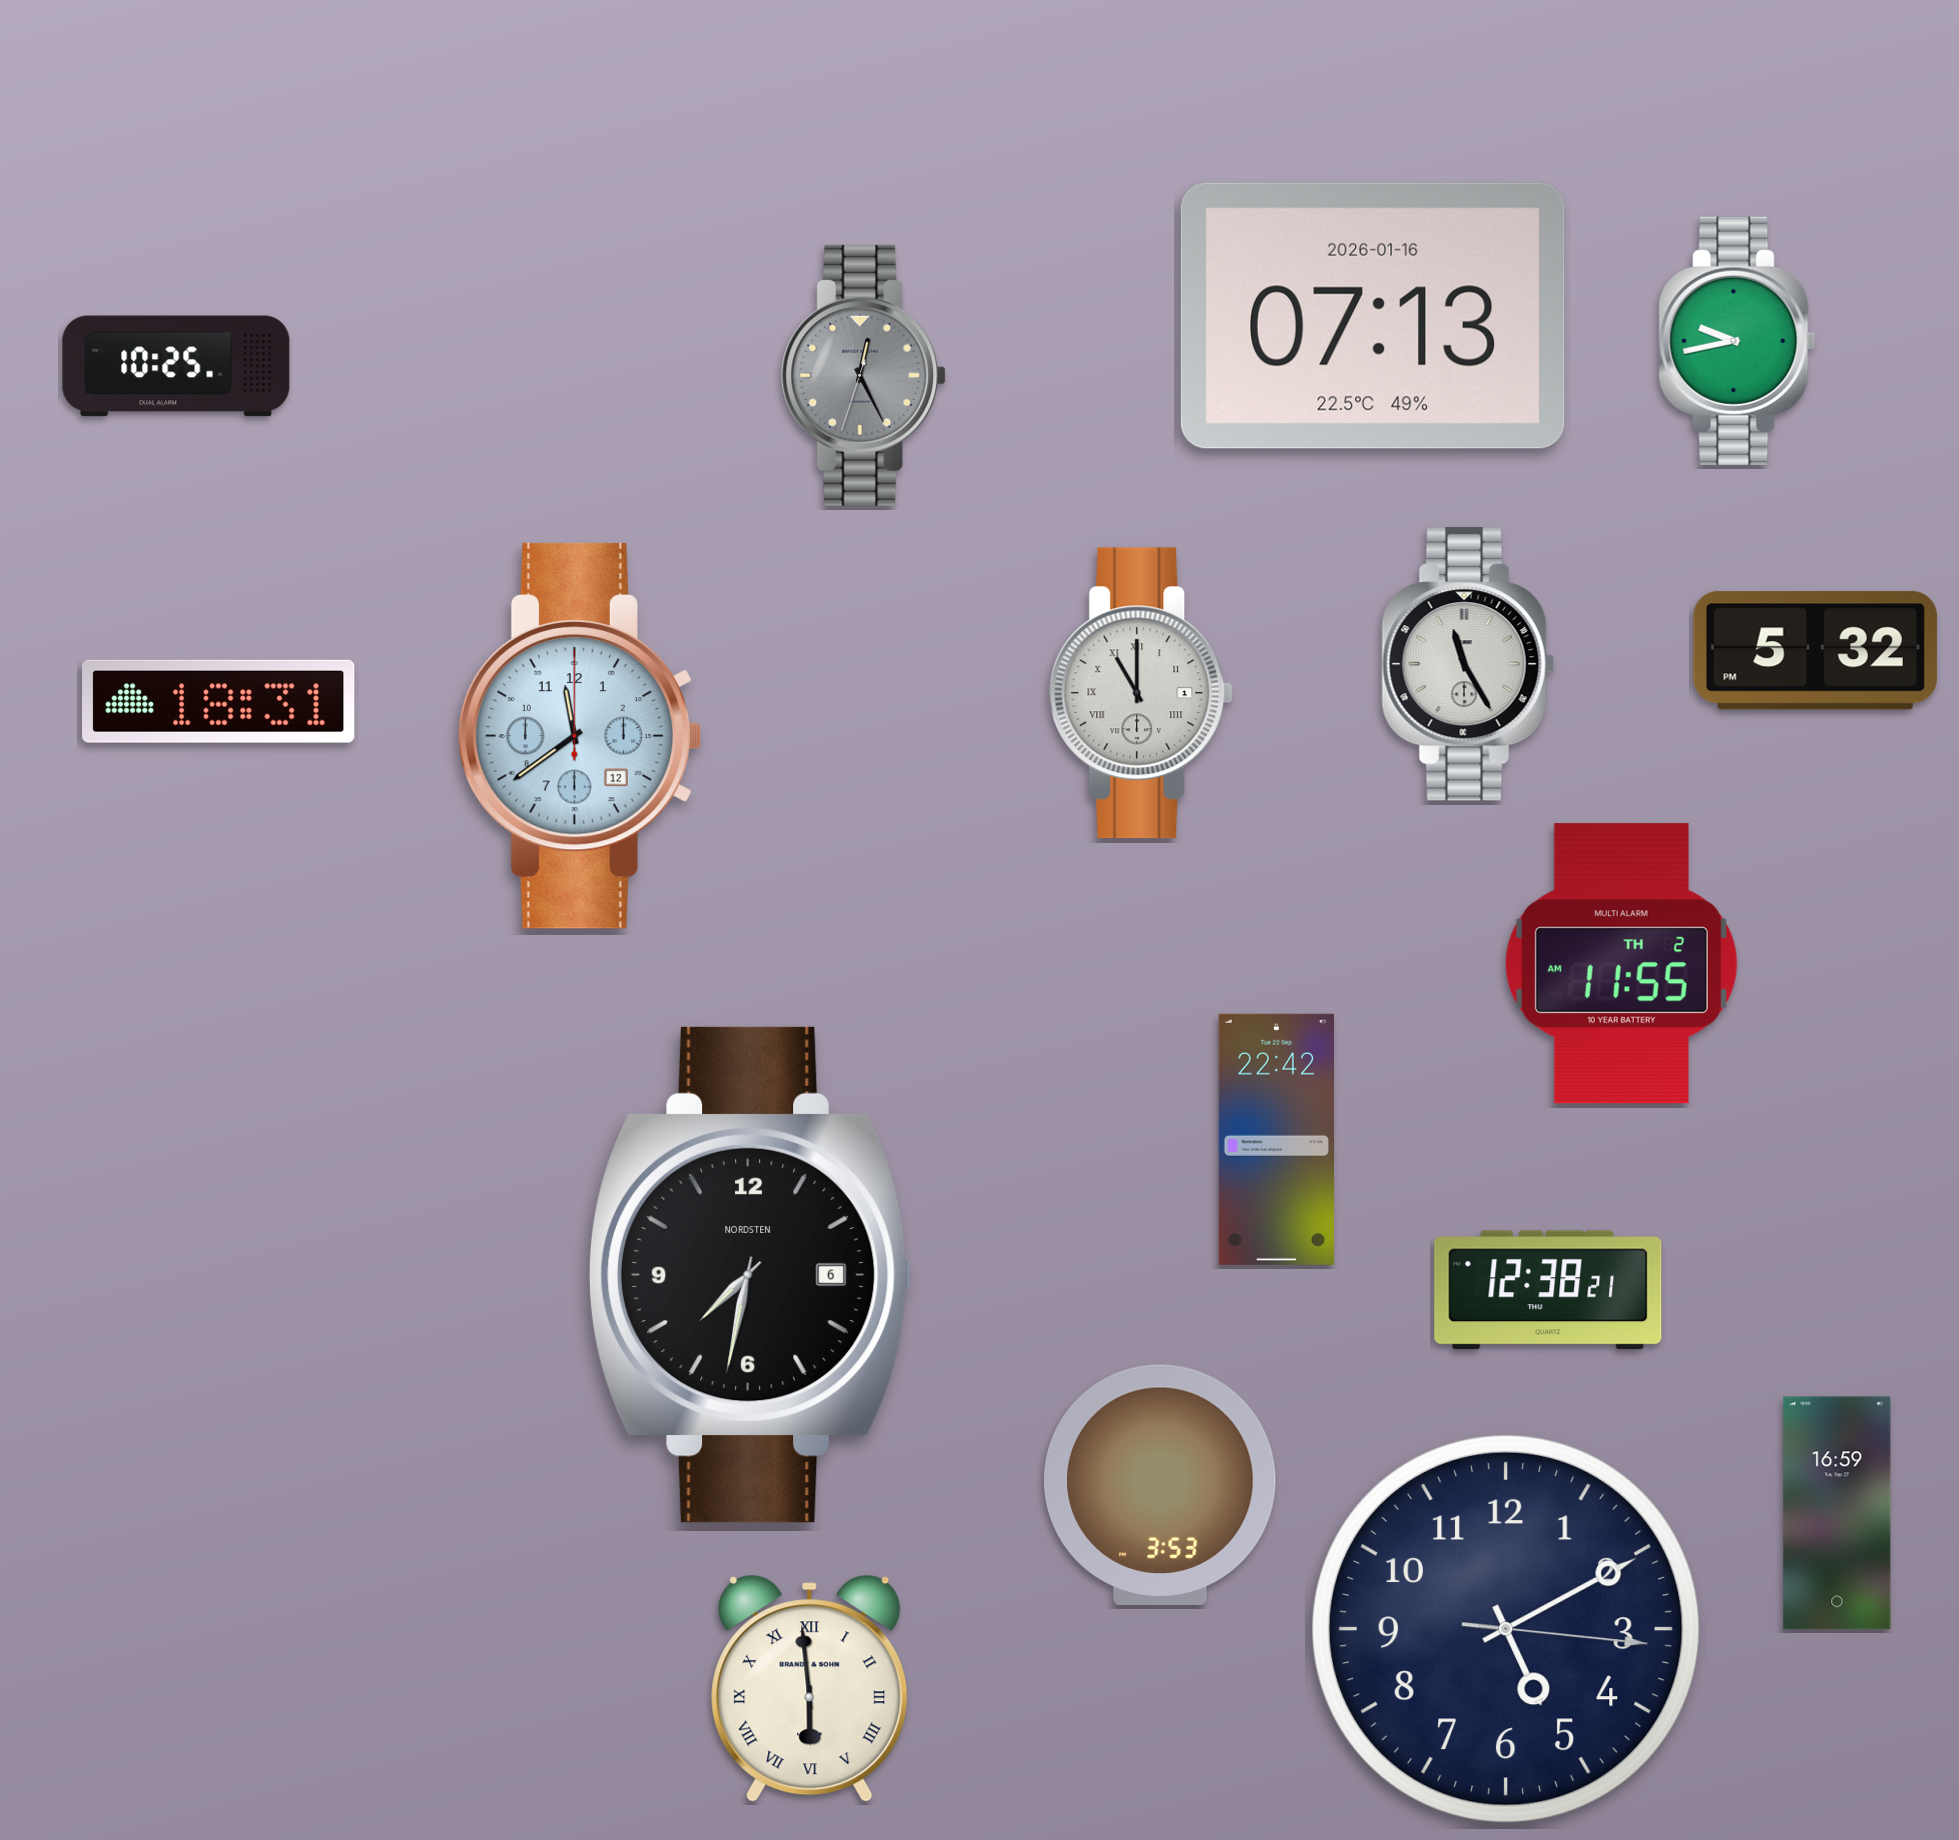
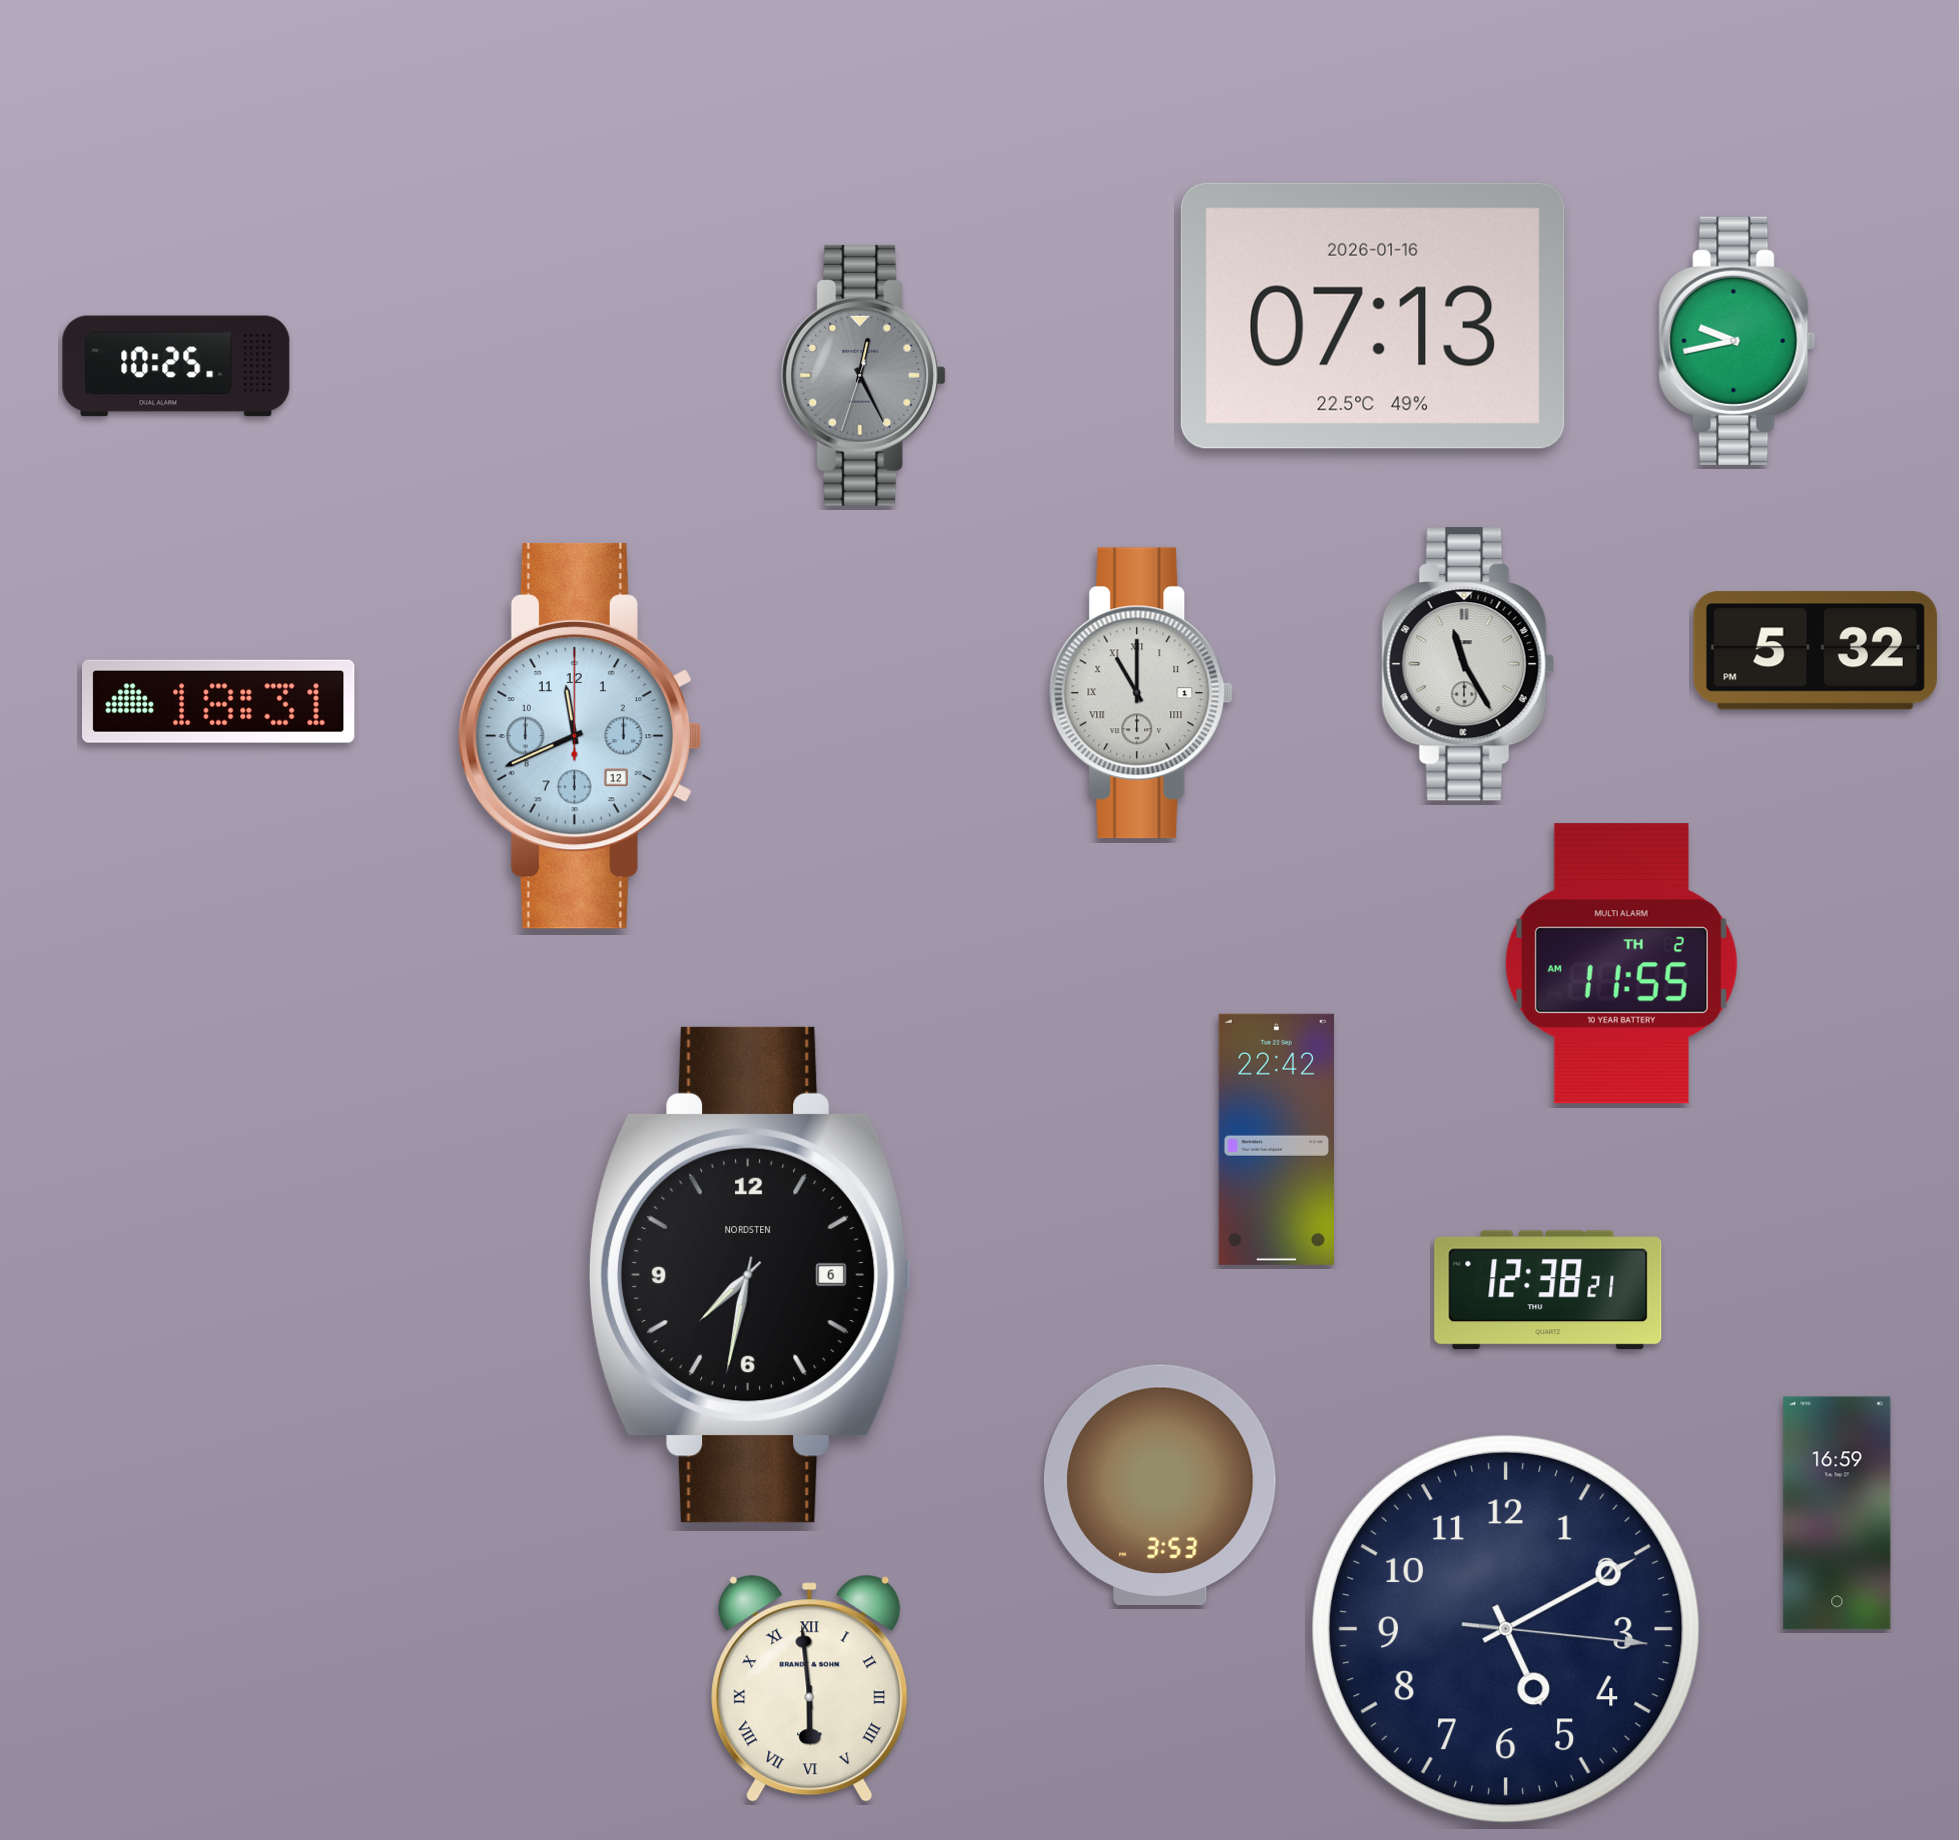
clock at (579, 736): 11:39 -> 11:41
